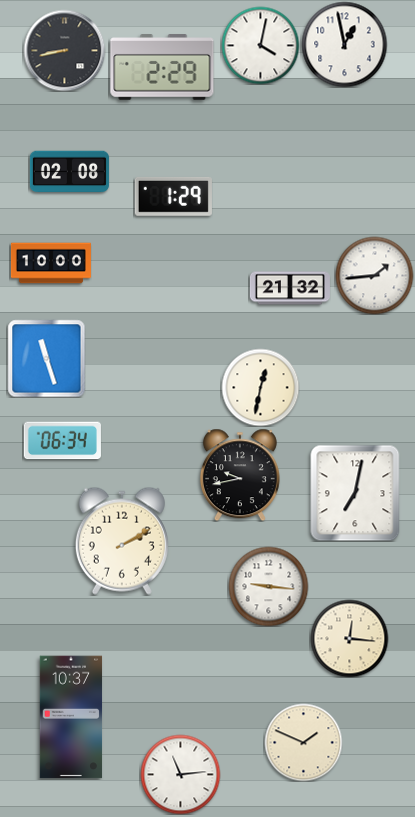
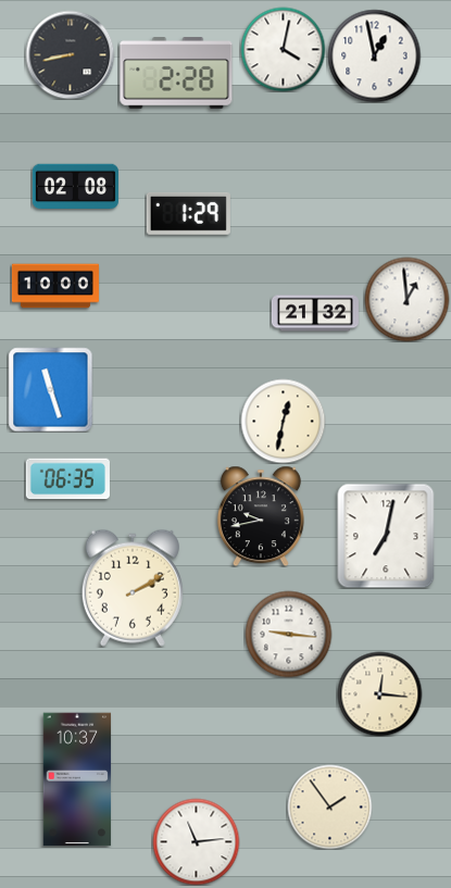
clock at (344, 44) position: (344, 44) -> (374, 55)
clock at (162, 67): 2:29 -> 2:28
clock at (374, 275): 1:44 -> 12:59
clock at (62, 441): 06:34 -> 06:35
clock at (268, 586) position: (268, 586) -> (288, 634)
clock at (303, 742): 1:49 -> 1:54
